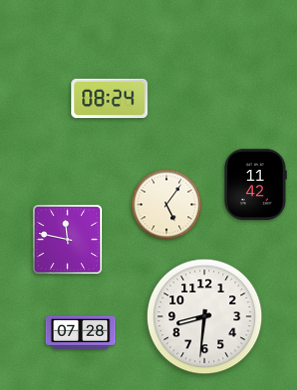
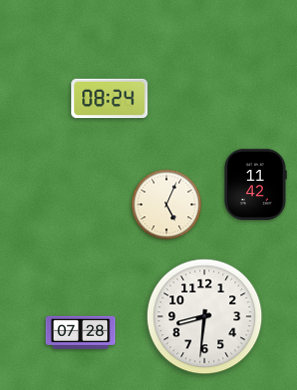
clock at (167, 205): 5:06 -> 5:04
clock at (67, 239): 11:47 -> none
